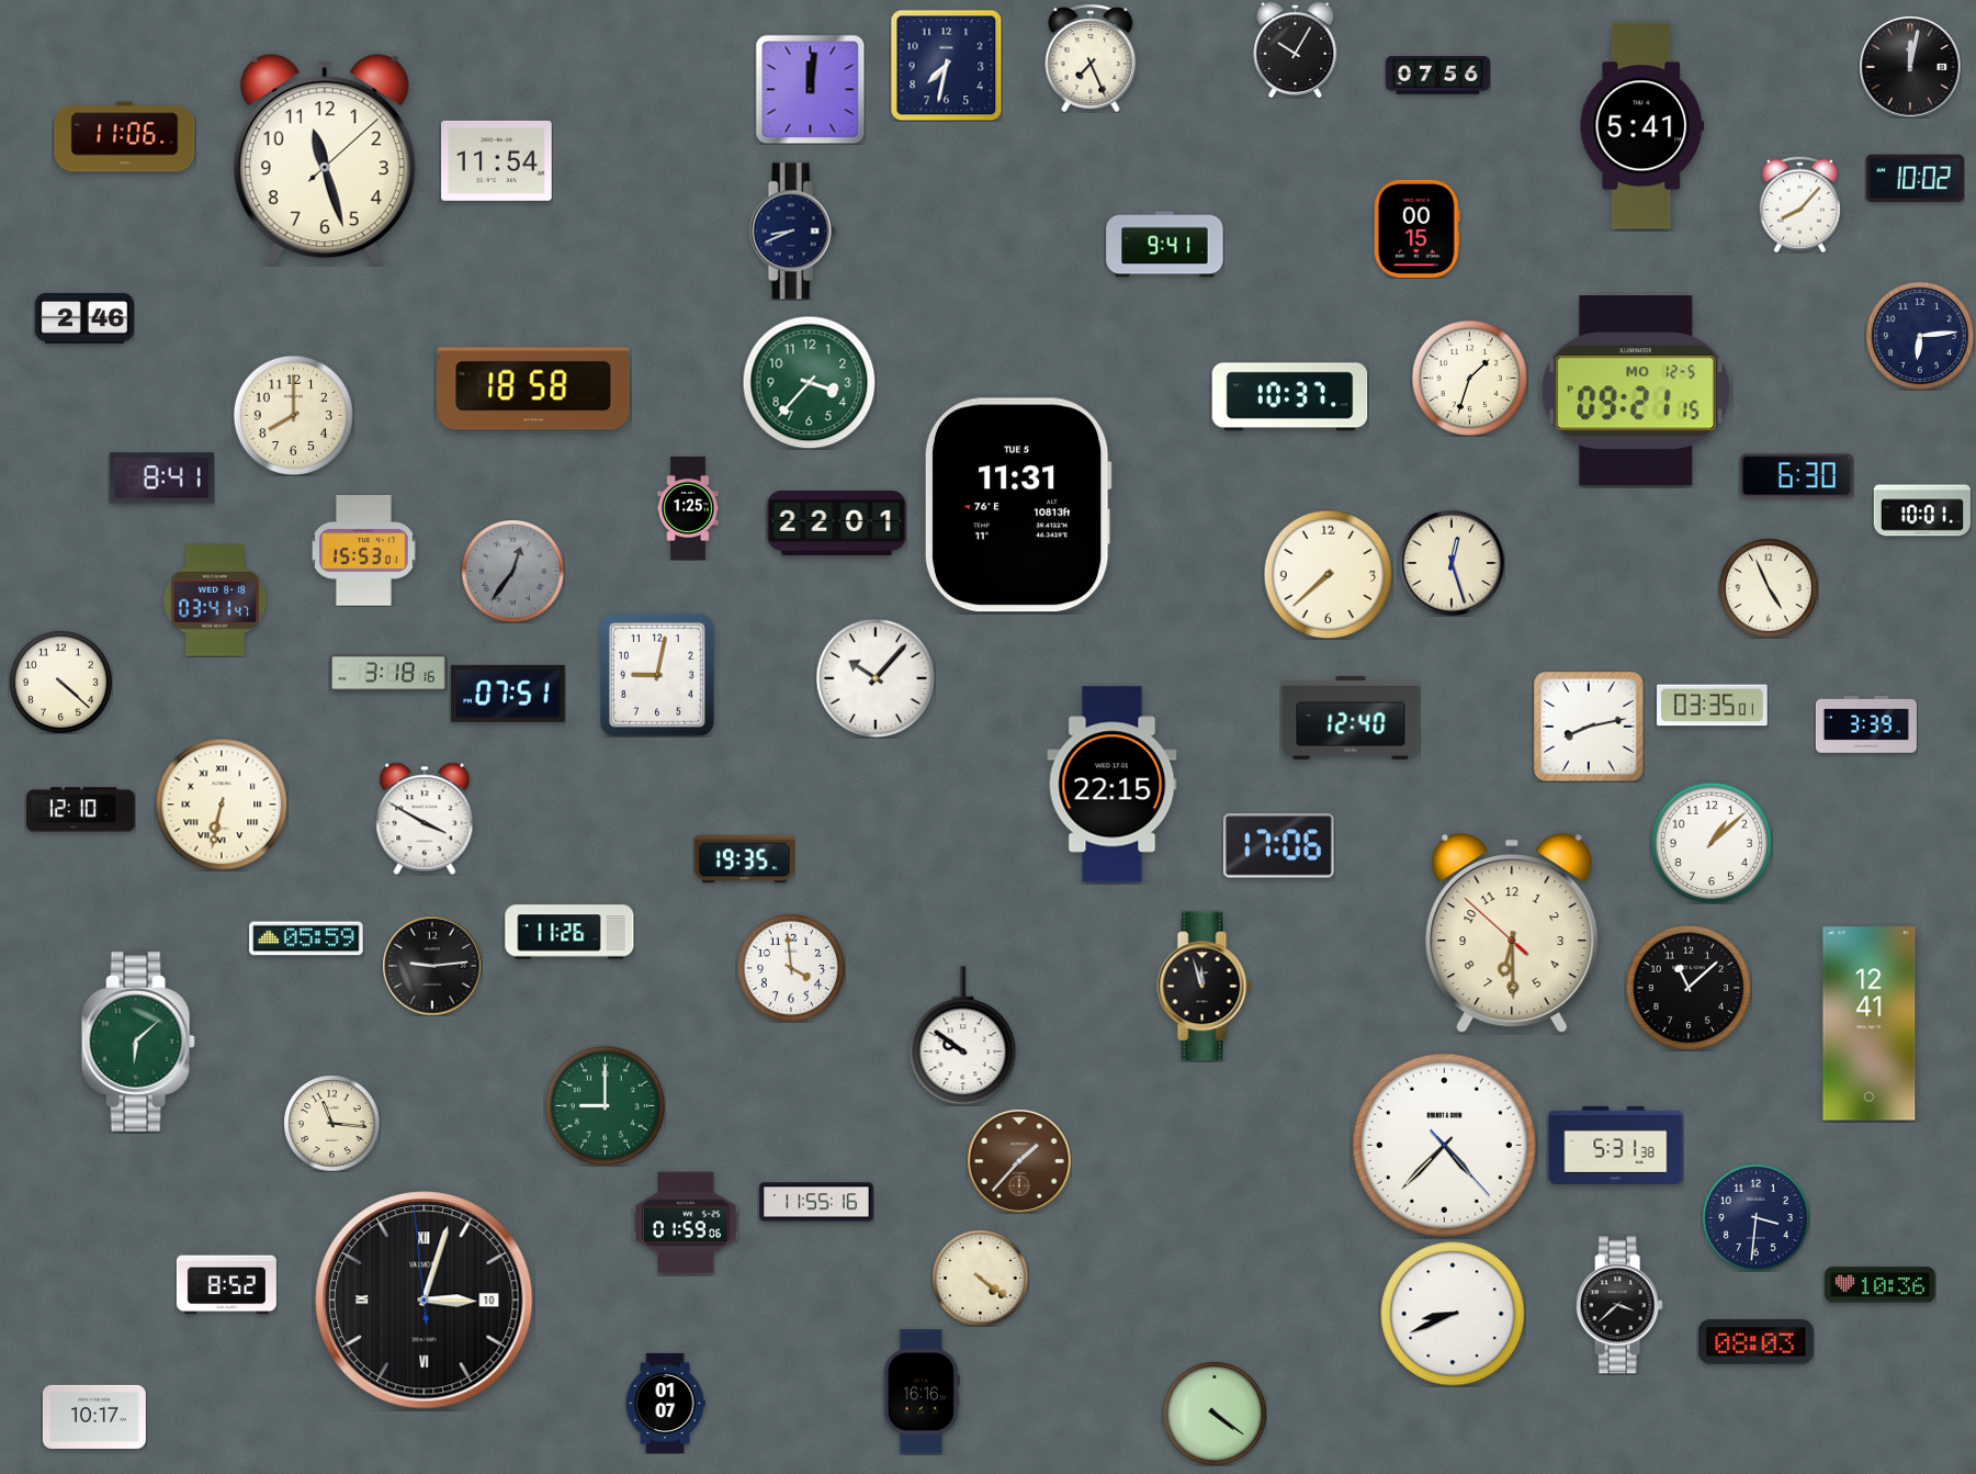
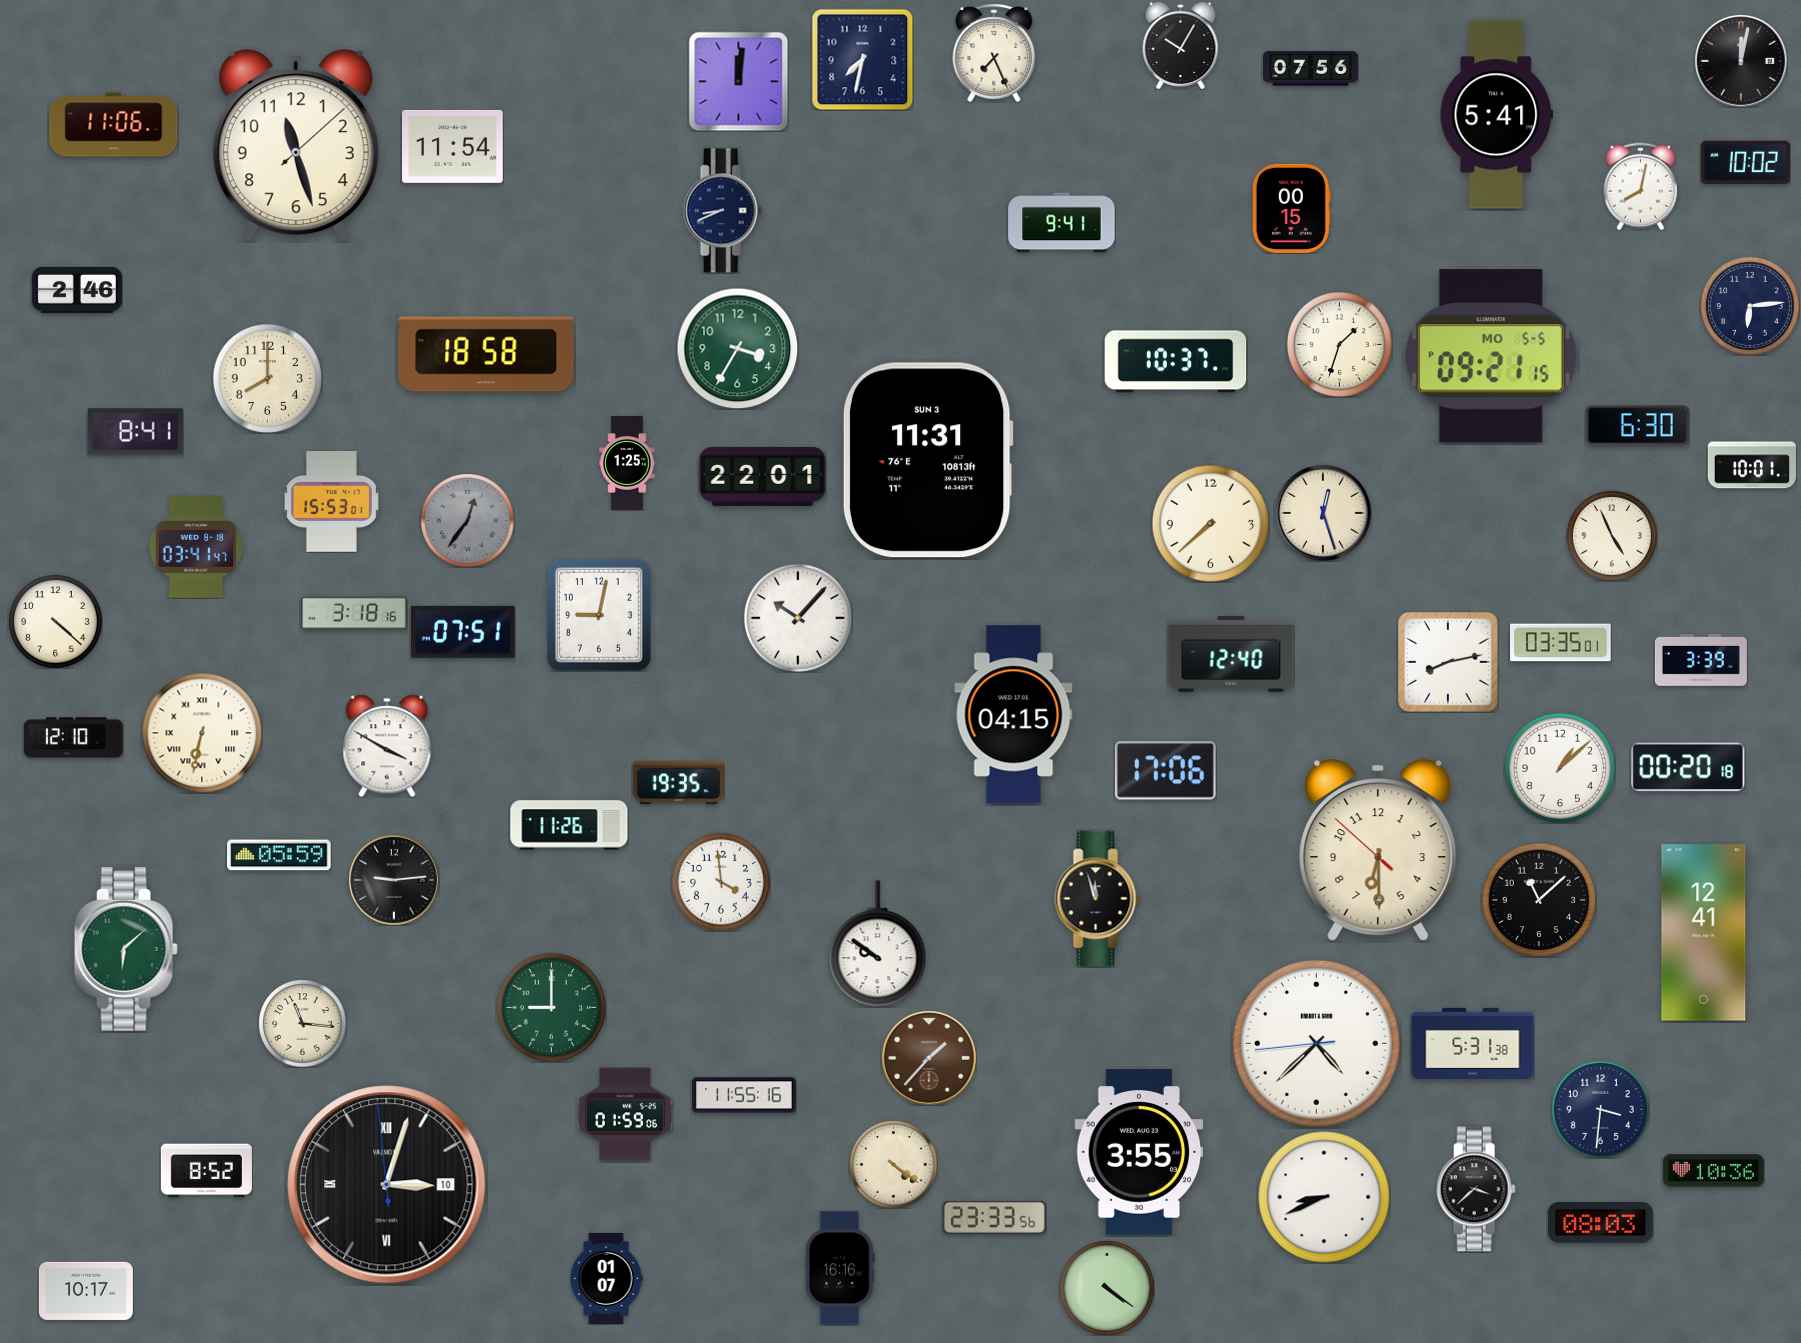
clock at (1799, 204): 8:07 -> 8:02
clock at (809, 382): 3:37 -> 3:35
clock at (1636, 391) date: MO 12-5 -> MO 5-5
clock at (1797, 476) position: (1797, 476) -> (1638, 426)
clock at (161, 479) position: (161, 479) -> (135, 432)
clock at (1018, 505) date: TUE 5 -> SUN 3
clock at (1113, 785): 22:15 -> 04:15
clock at (1688, 767): none -> 00:20
clock at (569, 932) position: (569, 932) -> (569, 825)
clock at (1444, 1145): 4:37:23 -> 4:37:44
clock at (1139, 1152): none -> 3:55
clock at (995, 1217): none -> 23:33
